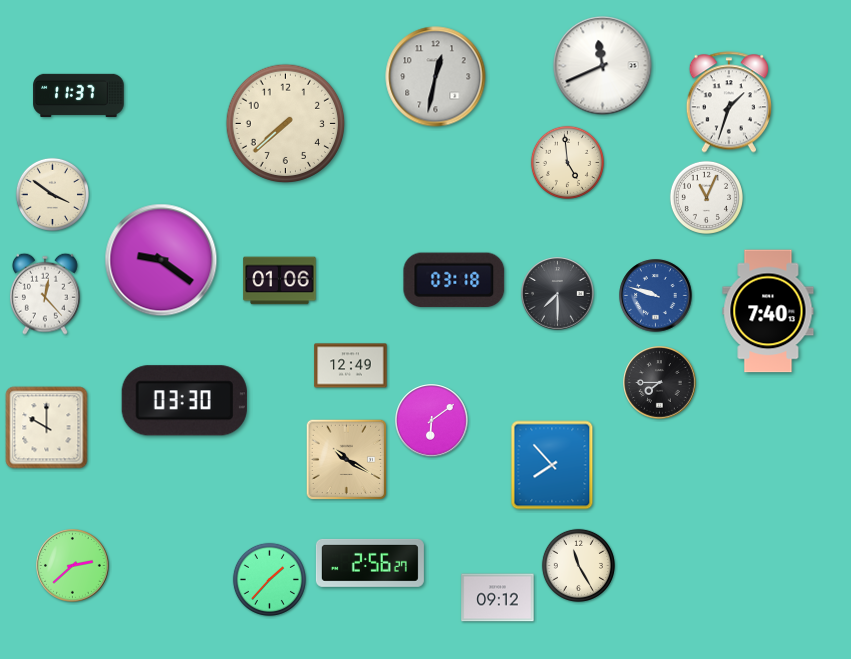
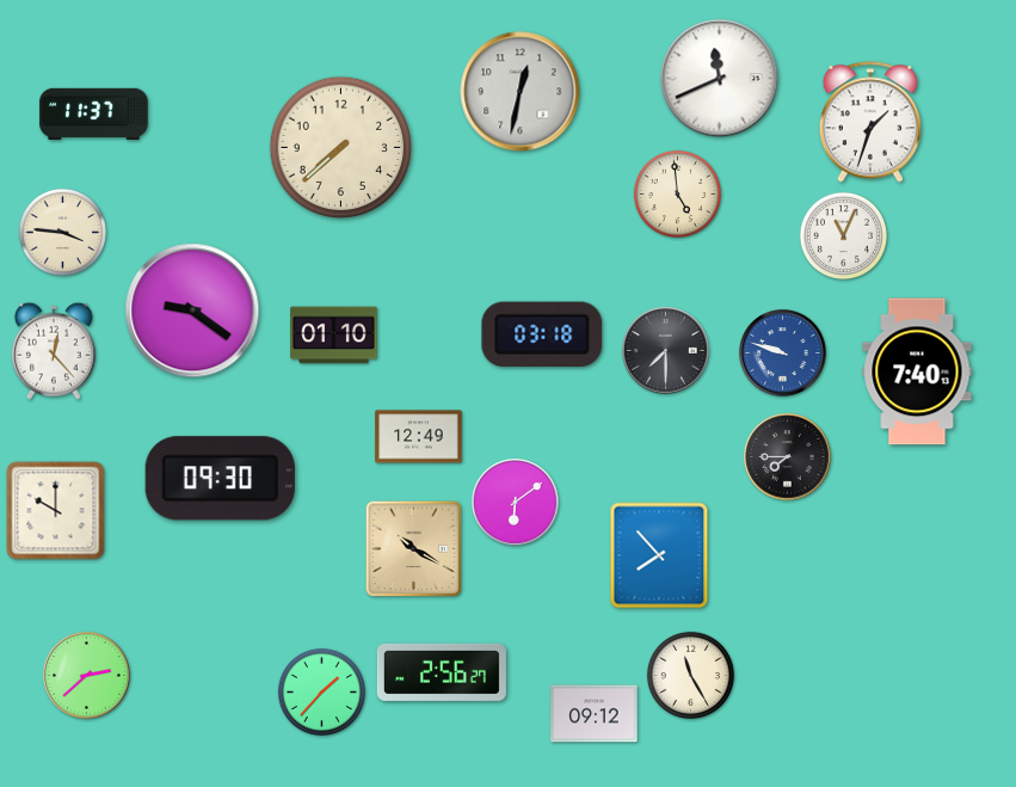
clock at (52, 194): 3:51 -> 3:46
clock at (280, 281): 01:06 -> 01:10
clock at (184, 401): 03:30 -> 09:30
